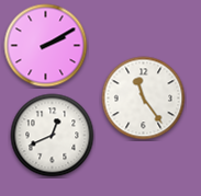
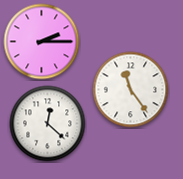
clock at (46, 46): 2:10 -> 2:15
clock at (53, 136): 12:41 -> 12:22
